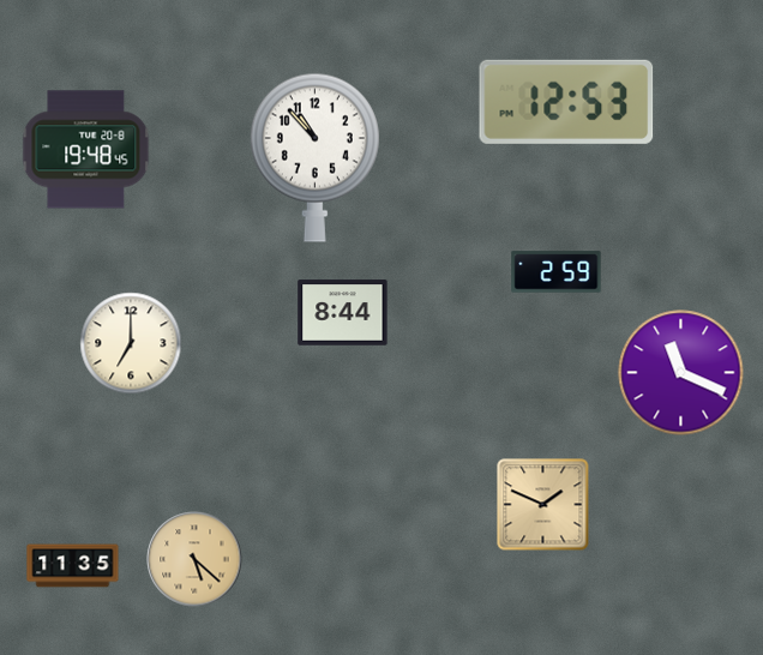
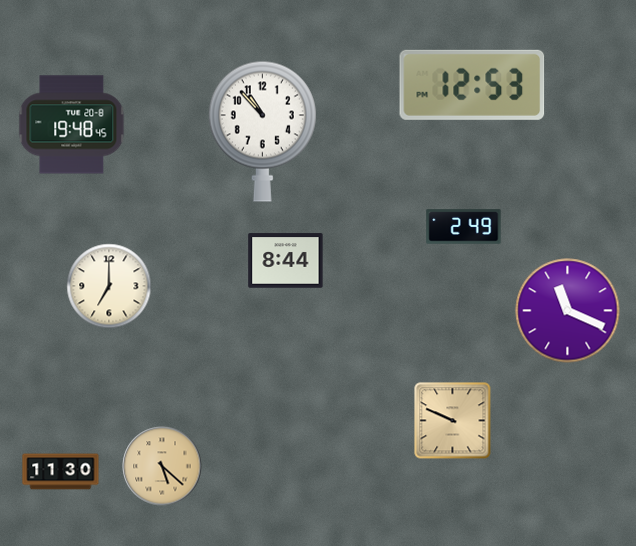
clock at (557, 272): 2:59 -> 2:49
clock at (543, 505): 1:49 -> 9:49
clock at (73, 566): 11:35 -> 11:30
